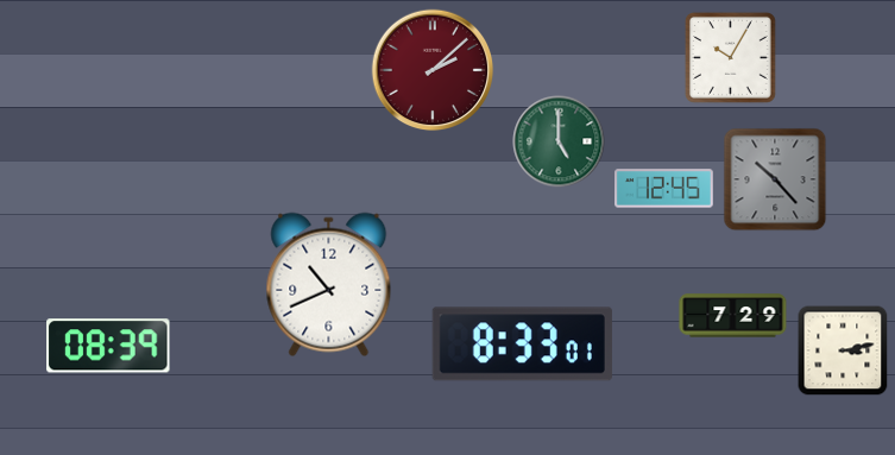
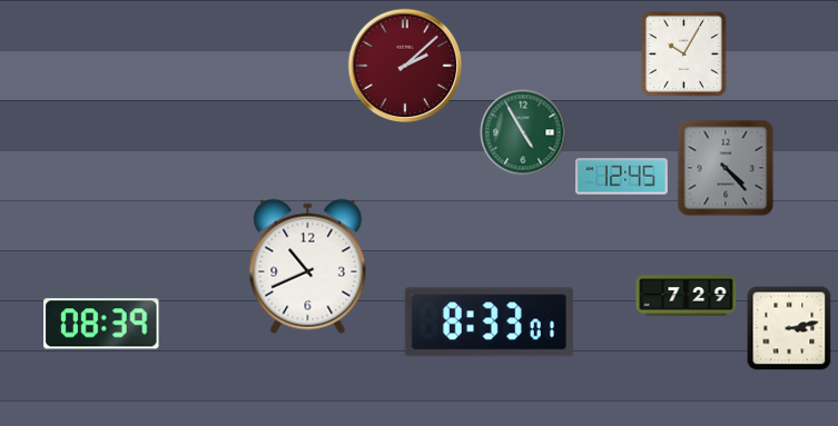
clock at (559, 141): 5:00 -> 4:55
clock at (775, 179): 10:23 -> 4:23
